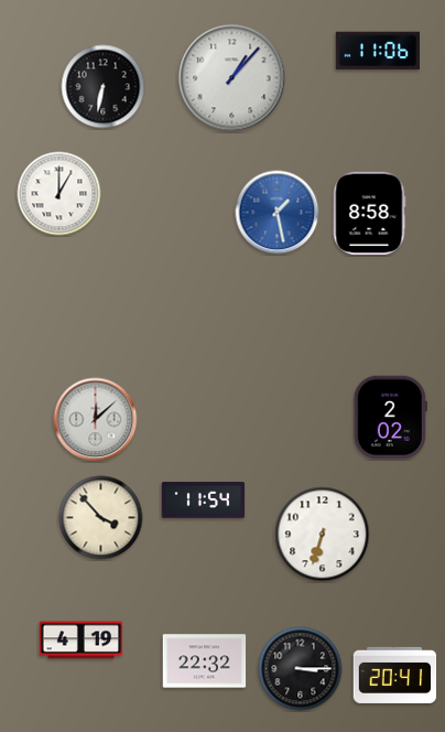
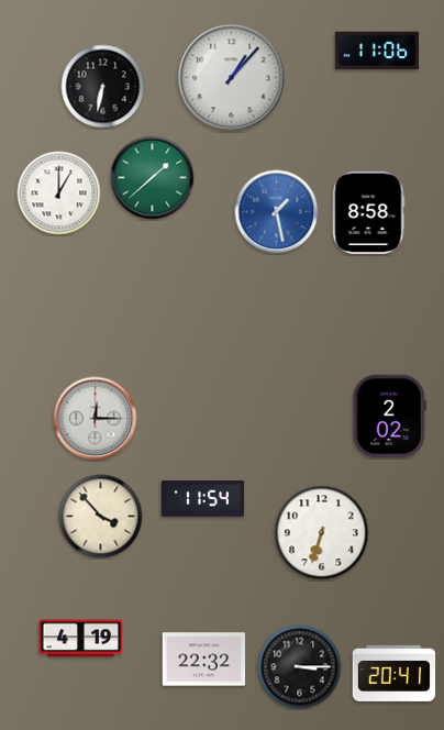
clock at (153, 178): none -> 1:38
clock at (96, 420): 12:08 -> 12:15
